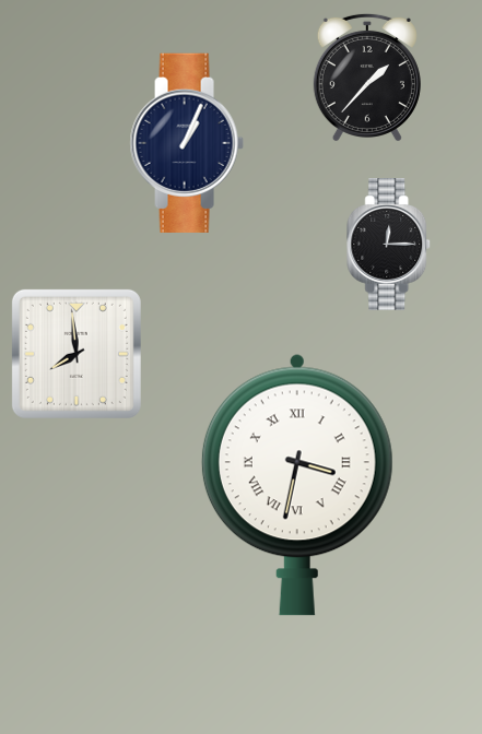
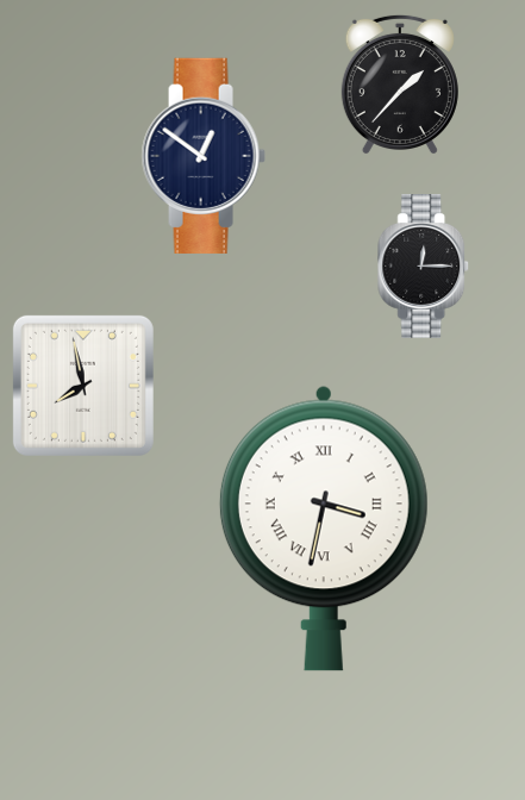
clock at (187, 143): 1:04 -> 12:51
clock at (77, 354): 7:59 -> 7:58
